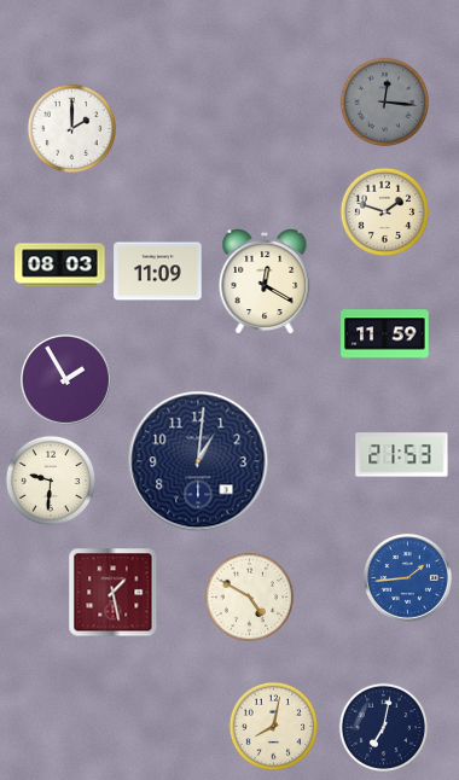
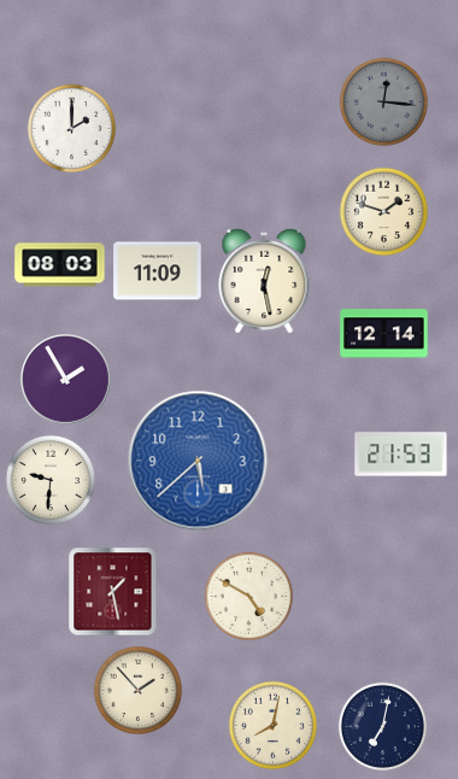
clock at (265, 281): 12:20 -> 12:28
clock at (385, 334): 11:59 -> 12:14
clock at (198, 461): 1:01 -> 5:38
clock at (198, 461) dial: navy -> blue
clock at (408, 578): 1:44 -> none
clock at (139, 691): none -> 1:53
